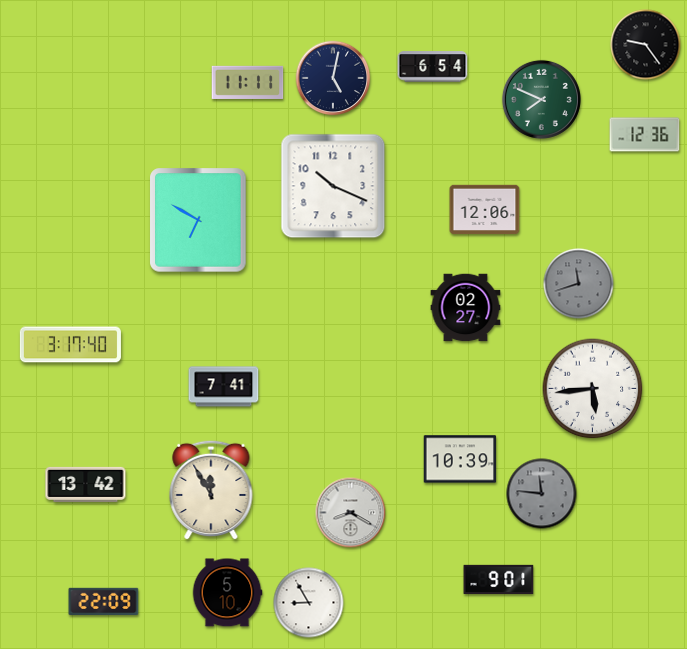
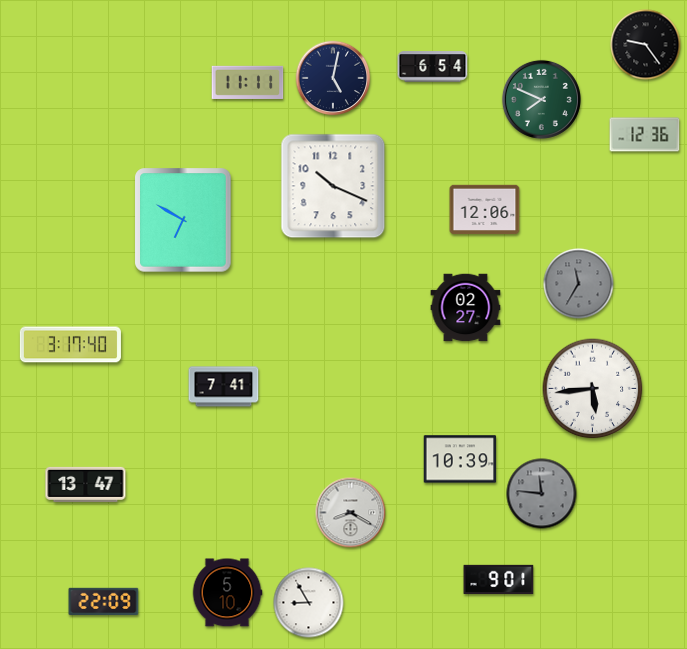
clock at (198, 220) position: (198, 220) -> (183, 220)
clock at (579, 284): 11:42 -> 11:35
clock at (86, 484): 13:42 -> 13:47
clock at (211, 490): 11:55 -> none
